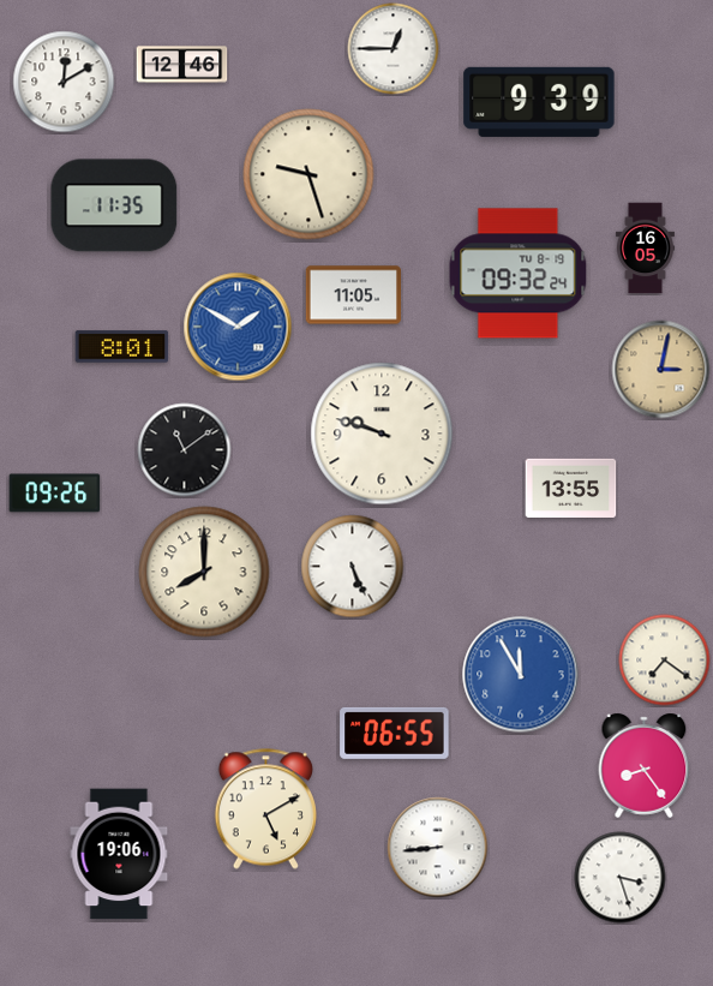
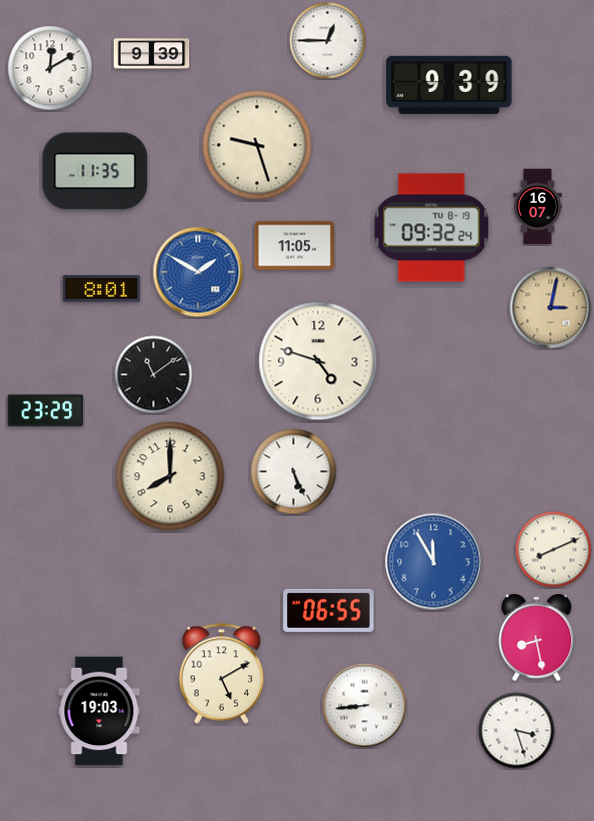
clock at (182, 65): 12:46 -> 9:39
clock at (64, 82) position: (64, 82) -> (50, 68)
clock at (645, 249): 16:05 -> 16:07
clock at (382, 434): 9:48 -> 4:48
clock at (571, 488): 13:55 -> none
clock at (55, 494): 09:26 -> 23:29
clock at (665, 661): 7:21 -> 8:11
clock at (645, 765): 8:24 -> 8:28
clock at (119, 854): 19:06 -> 19:03
